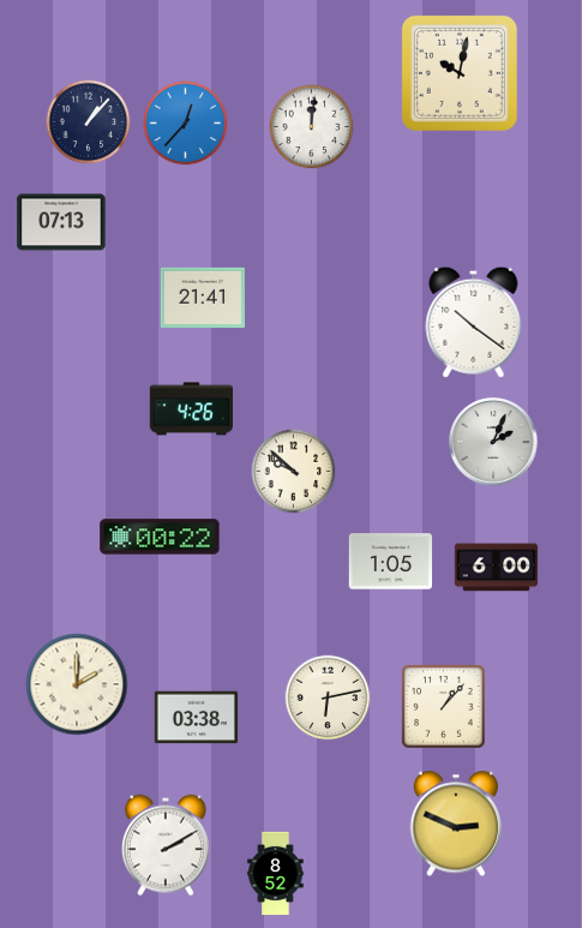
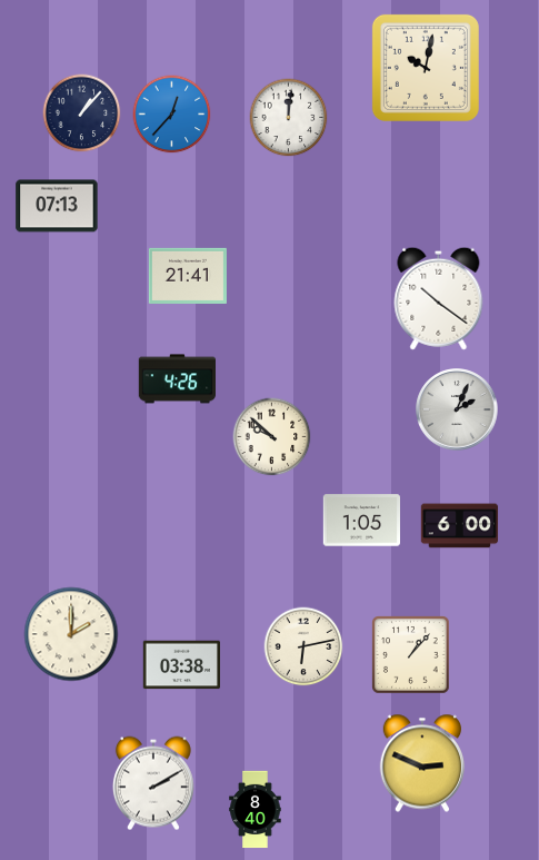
clock at (160, 537): 00:22 -> none
clock at (276, 874): 8:52 -> 8:40
